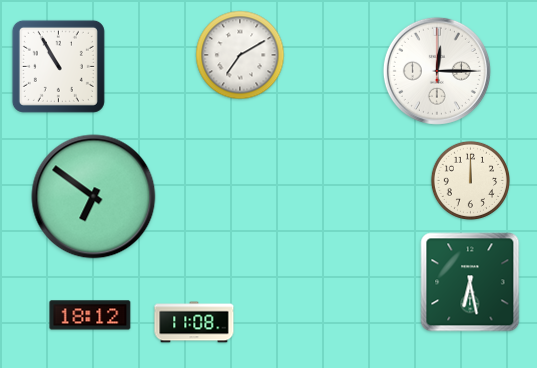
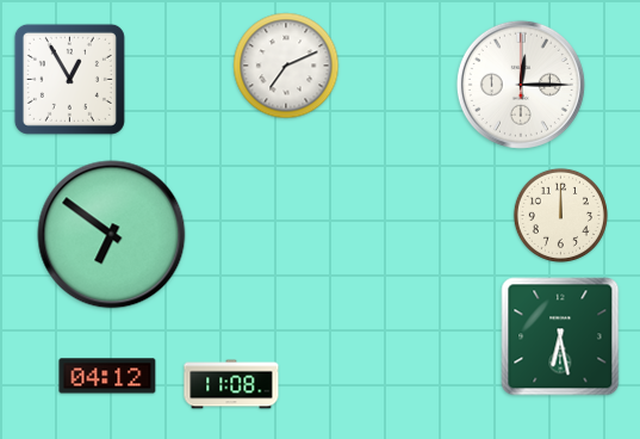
clock at (240, 55): 7:10 -> 7:11
clock at (58, 66): 10:55 -> 12:55
clock at (90, 315): 18:12 -> 04:12
